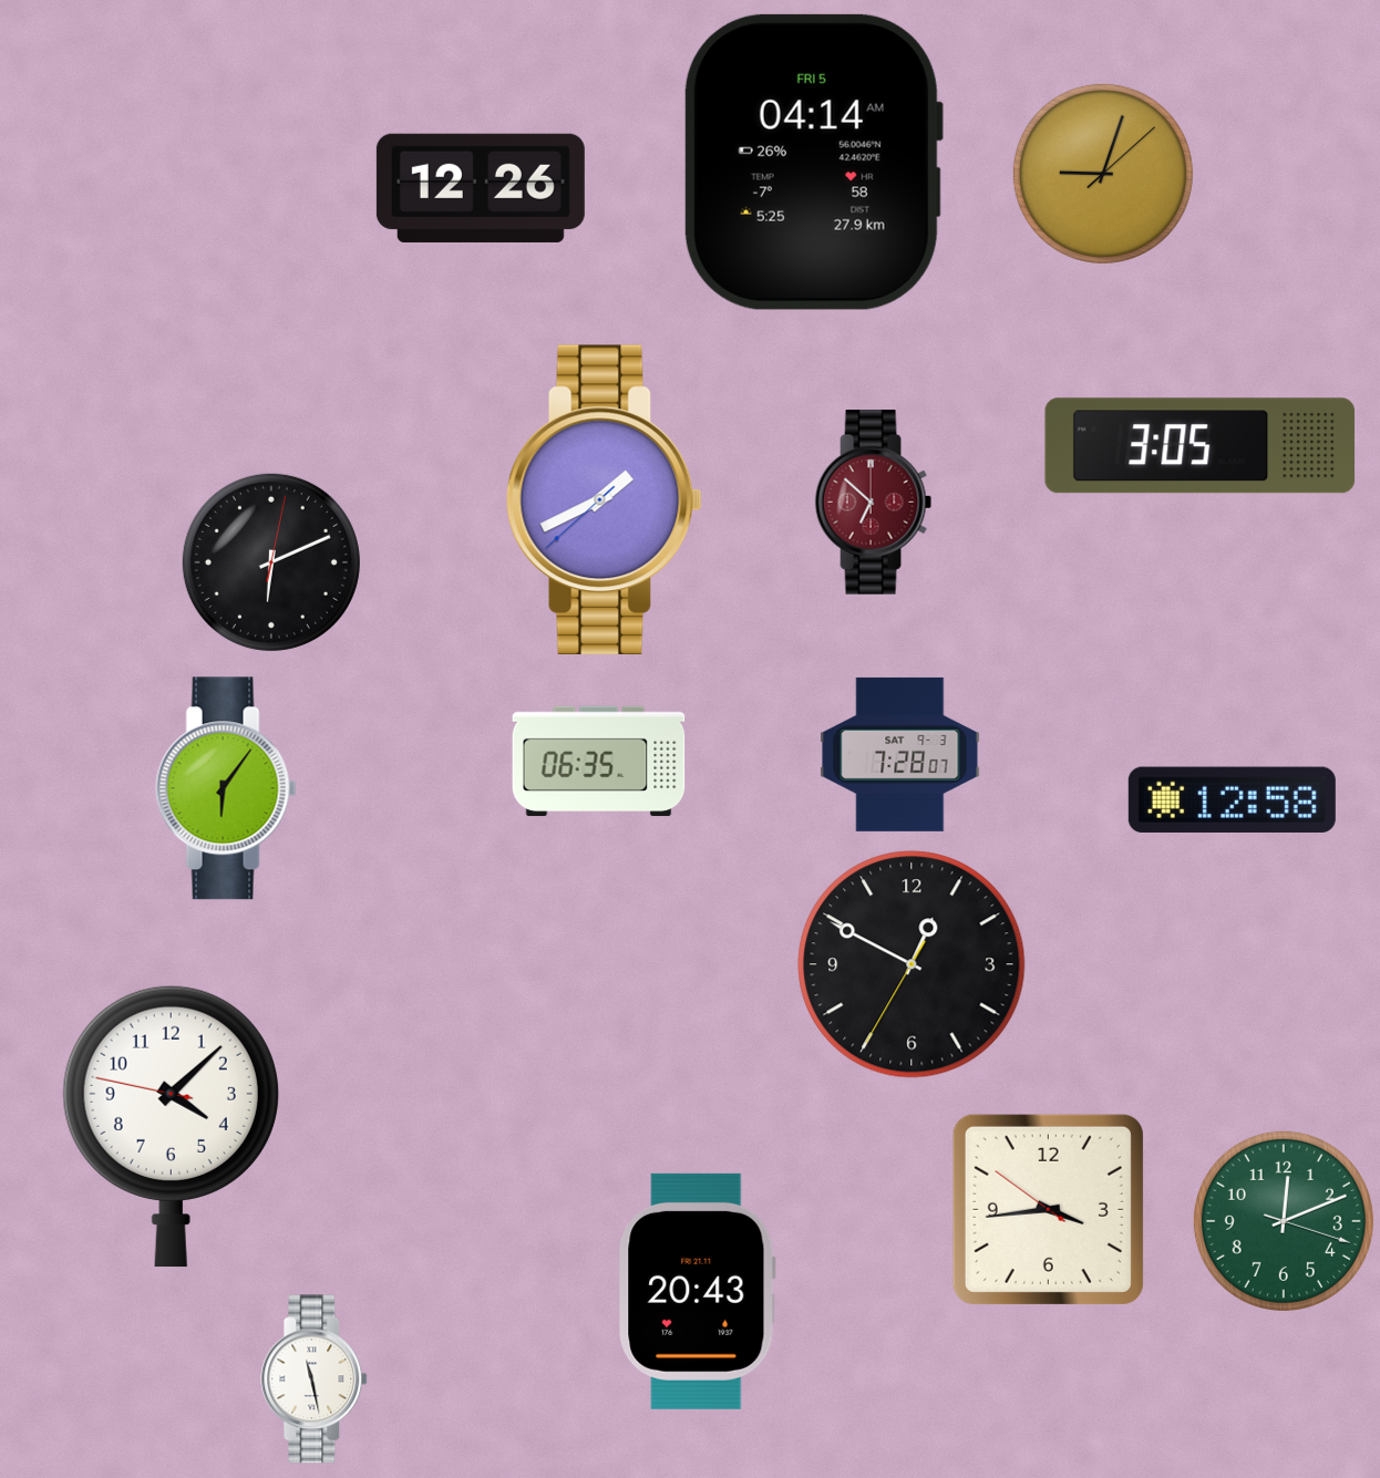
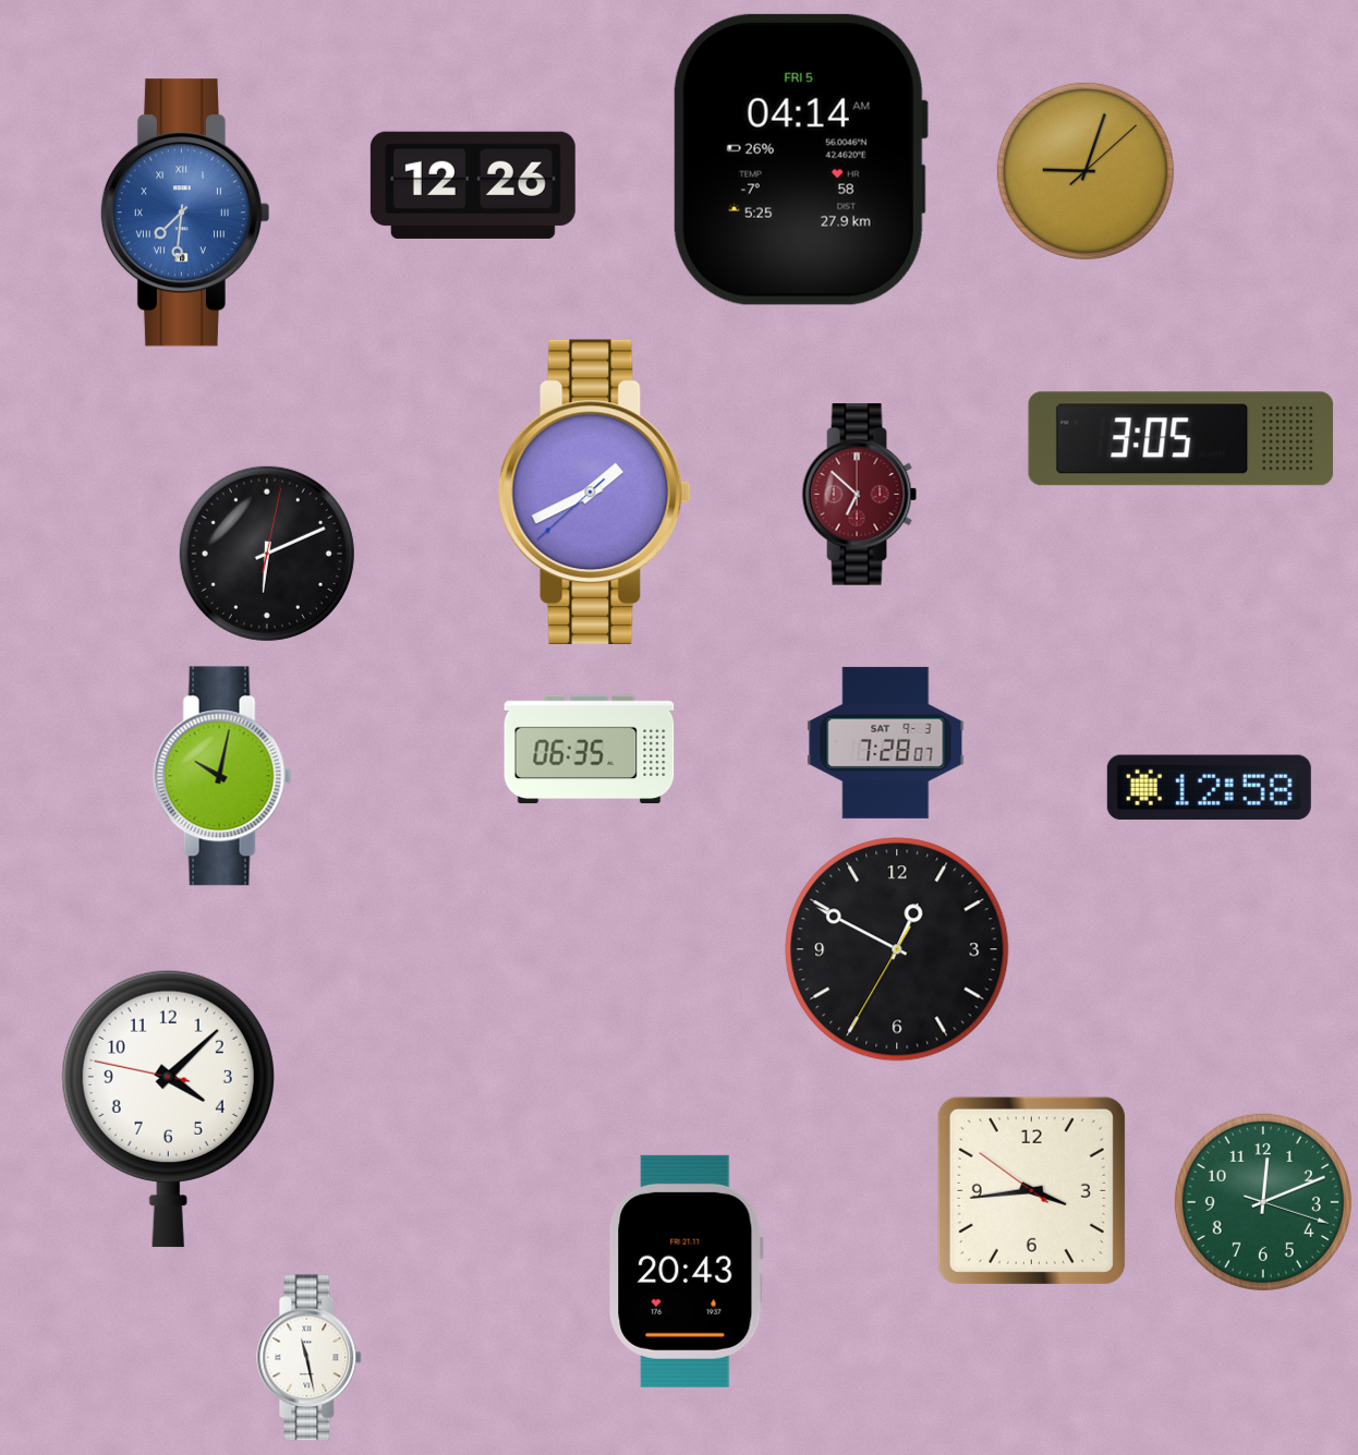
clock at (184, 213): none -> 7:31
clock at (226, 788): 6:06 -> 10:02
clock at (1232, 799) position: (1232, 799) -> (1209, 787)
